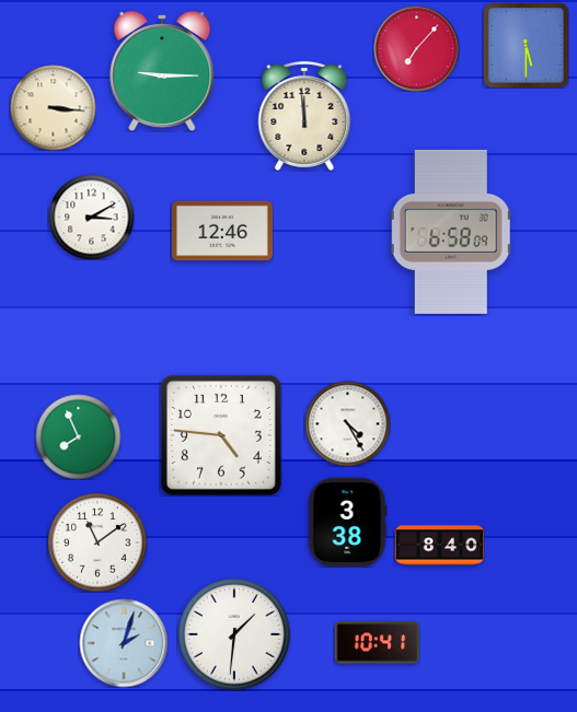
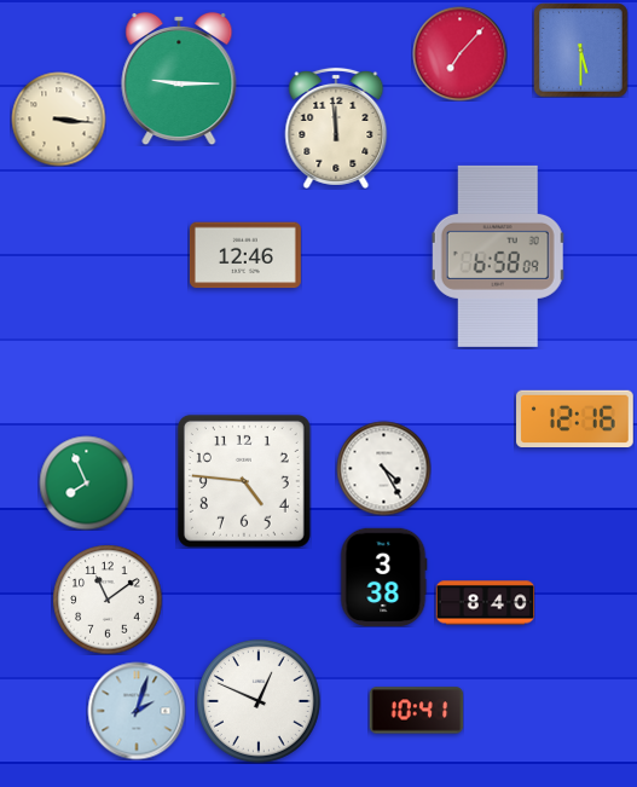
clock at (91, 217): 3:10 -> none
clock at (575, 418): none -> 12:16
clock at (234, 634): 1:31 -> 12:49
